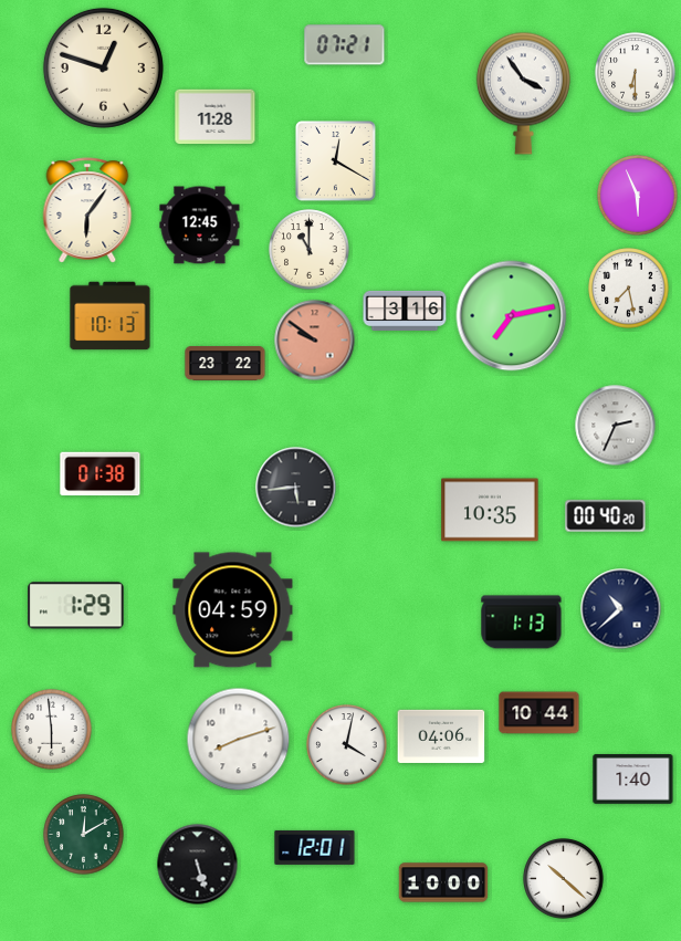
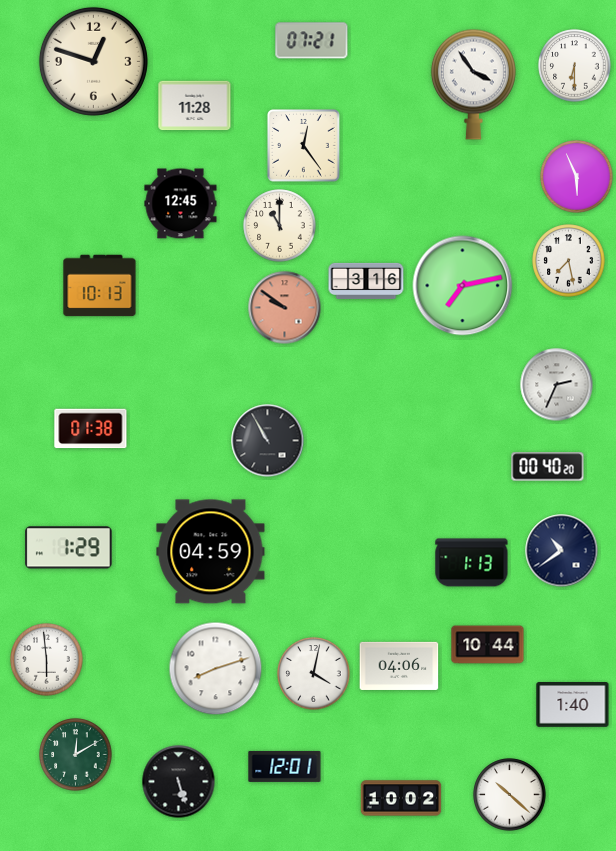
clock at (336, 161): 12:20 -> 12:24
clock at (87, 210): 6:06 -> none
clock at (226, 364): 23:22 -> none
clock at (296, 488): 5:44 -> 10:55
clock at (490, 510): 10:35 -> none
clock at (621, 609): 10:38 -> 10:39
clock at (443, 882): 10:00 -> 10:02
